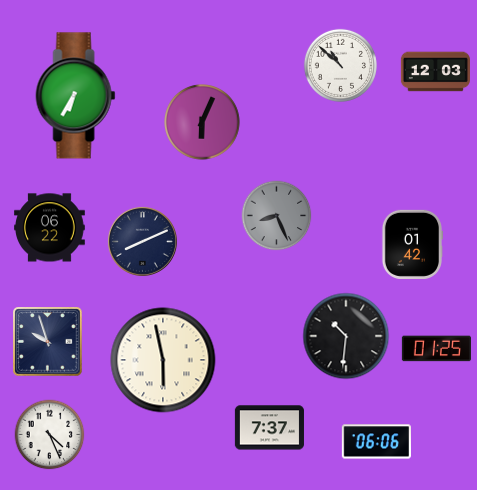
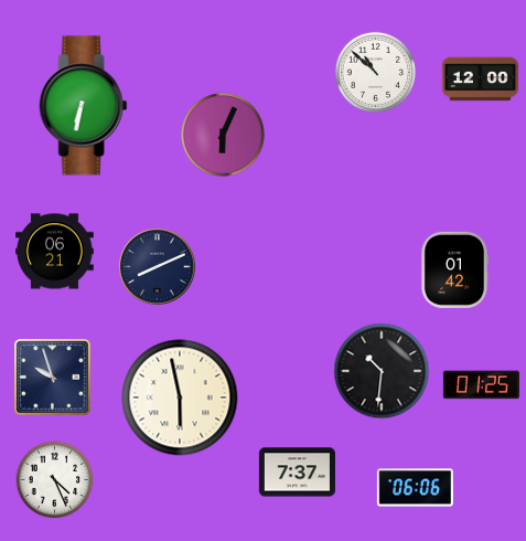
clock at (435, 72): 12:03 -> 12:00
clock at (76, 96): 6:35 -> 6:32
clock at (277, 216): 8:26 -> none
clock at (50, 228): 06:22 -> 06:21
